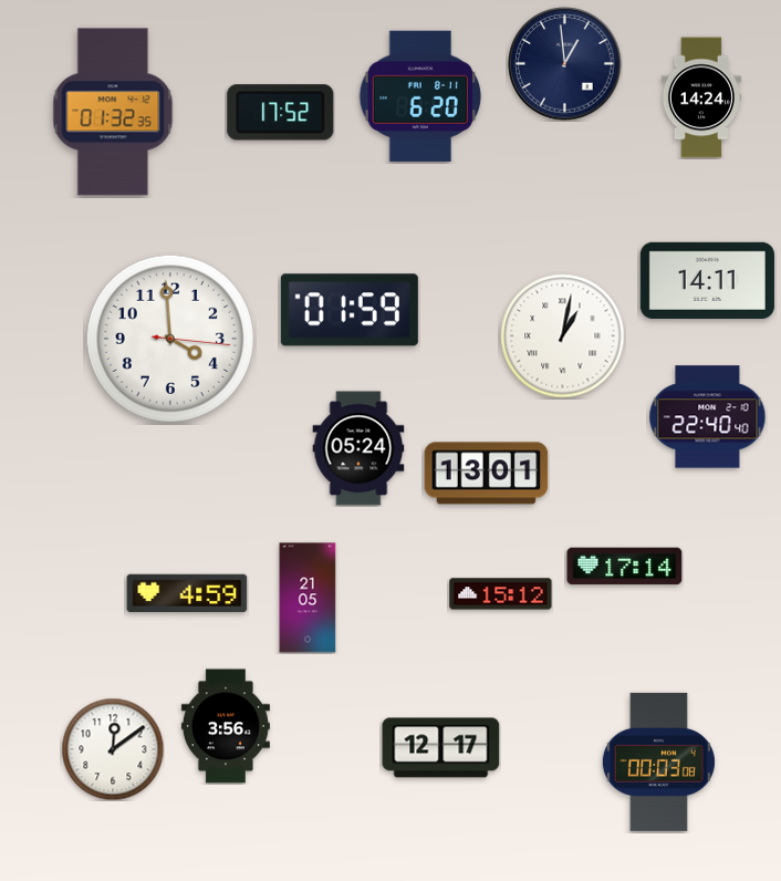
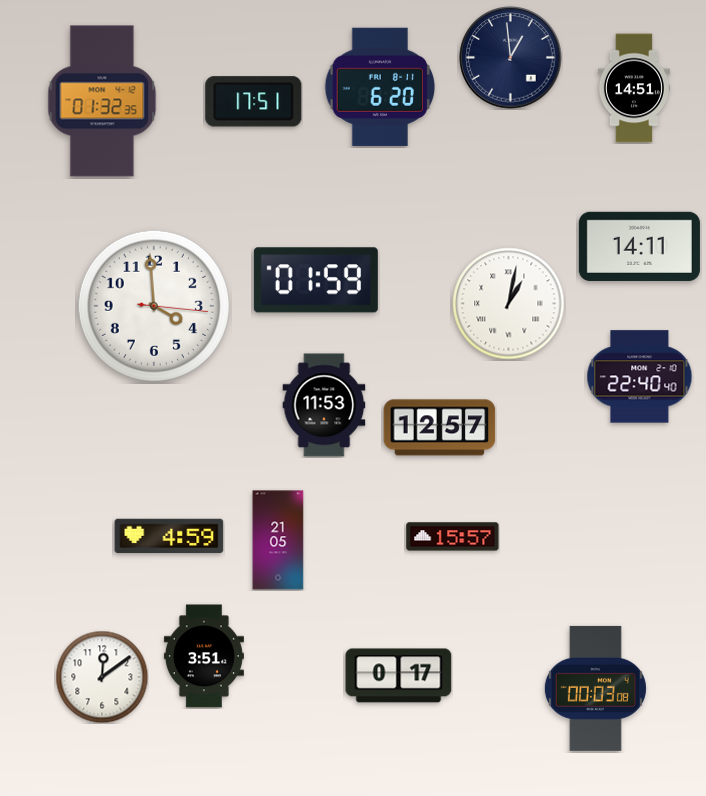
clock at (701, 97): 14:24 -> 14:51
clock at (281, 113): 17:52 -> 17:51
clock at (707, 280) position: (707, 280) -> (639, 246)
clock at (358, 448): 05:24 -> 11:53
clock at (487, 474): 13:01 -> 12:57
clock at (625, 567): 17:14 -> none
clock at (501, 594): 15:12 -> 15:57
clock at (226, 726): 3:56 -> 3:51
clock at (441, 748): 12:17 -> 0:17
